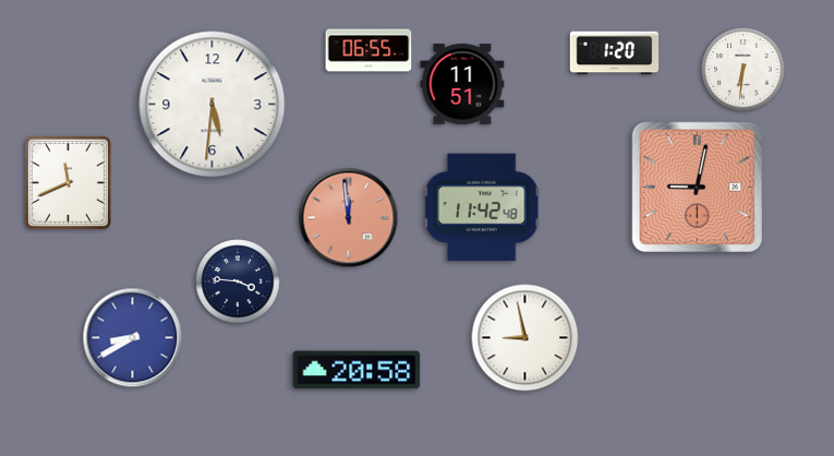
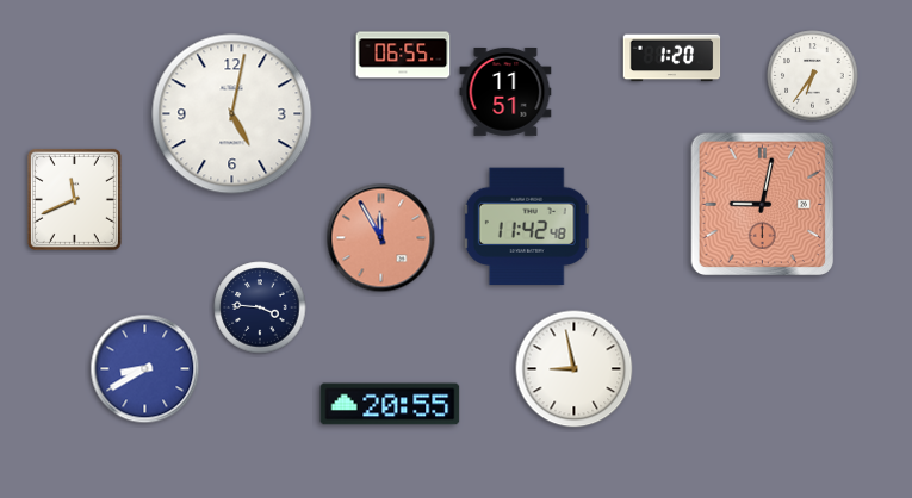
clock at (744, 70): 6:31 -> 6:36
clock at (213, 105): 5:31 -> 5:02
clock at (349, 218): 11:59 -> 11:55
clock at (356, 370): 20:58 -> 20:55
